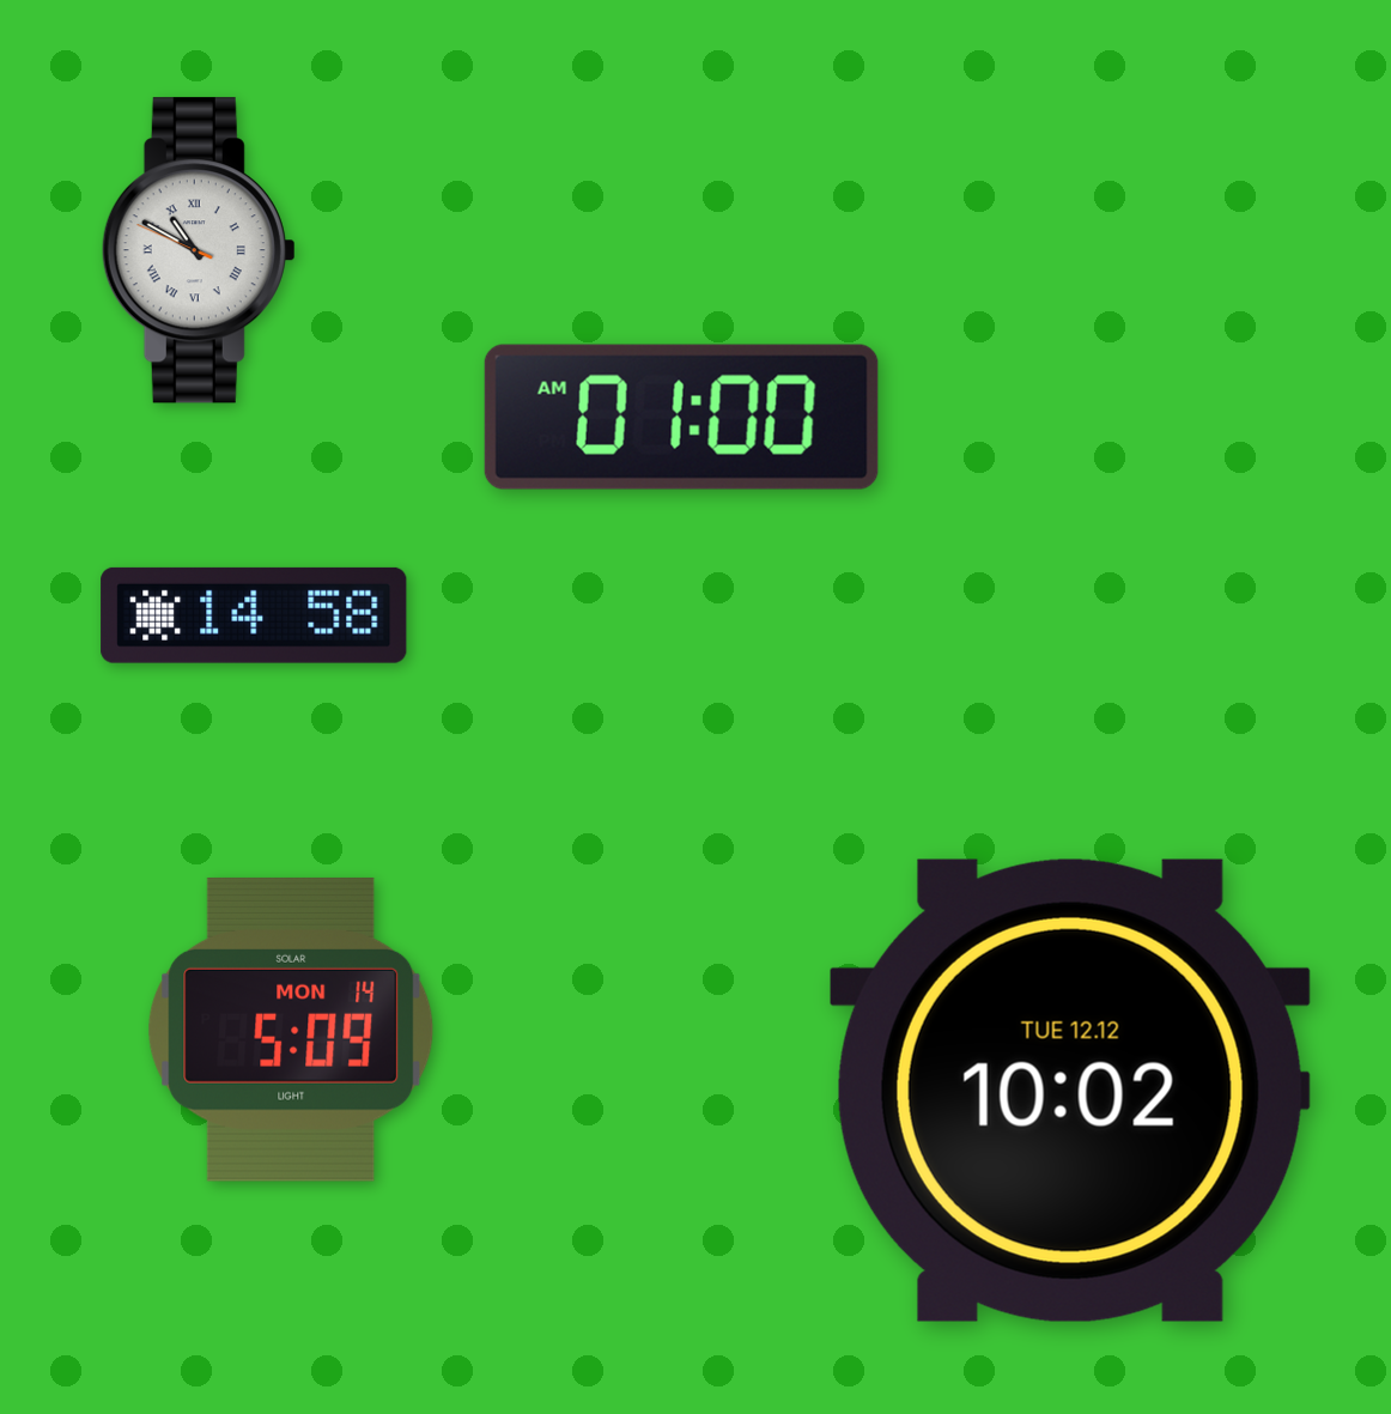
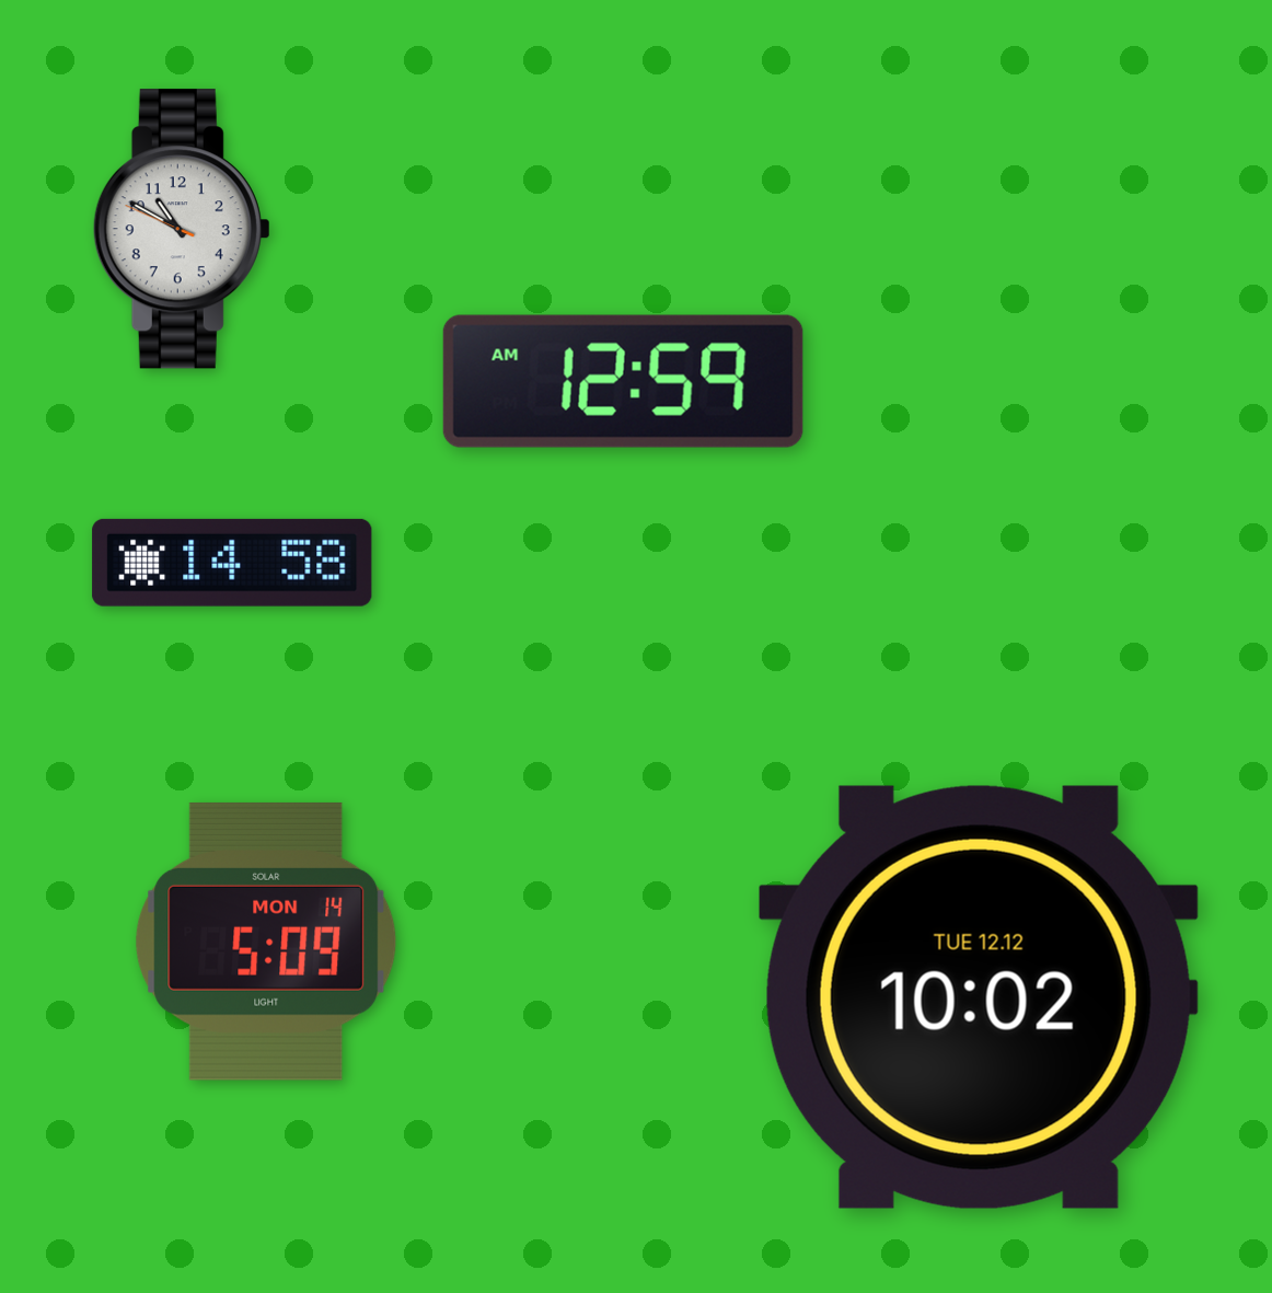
clock at (199, 250) numerals: Roman -> Arabic
clock at (681, 417): 01:00 -> 12:59
